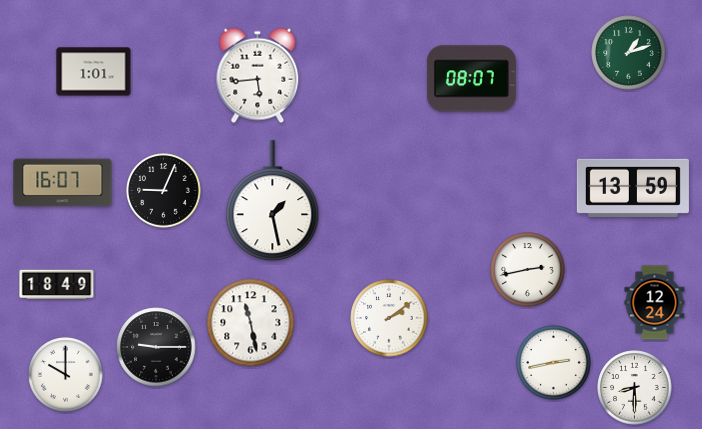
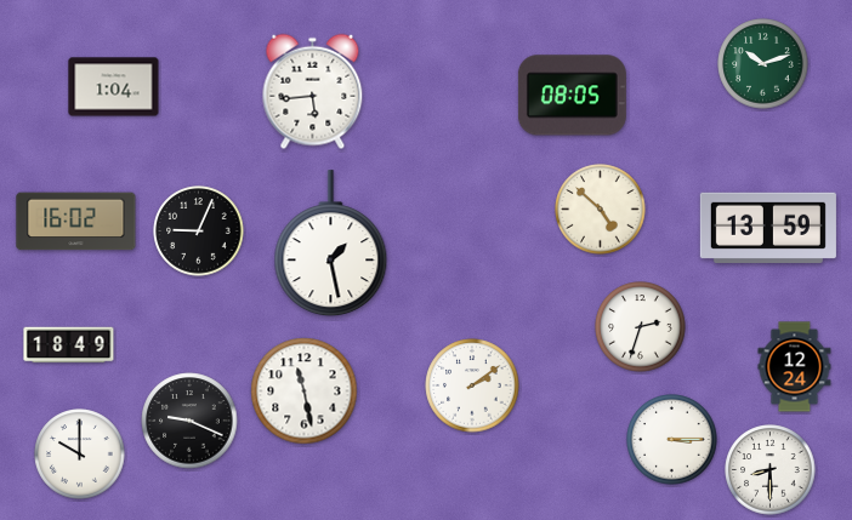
clock at (629, 53): 1:12 -> 10:12
clock at (94, 72): 1:01 -> 1:04
clock at (471, 79): 08:07 -> 08:05
clock at (601, 210): none -> 4:52
clock at (63, 183): 16:07 -> 16:02
clock at (528, 270): 2:43 -> 2:33
clock at (156, 347): 9:15 -> 9:19
clock at (554, 363): 2:43 -> 3:15
